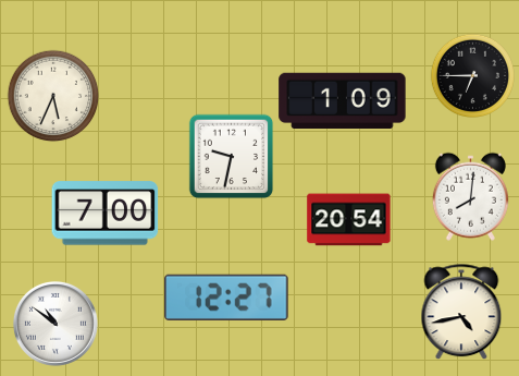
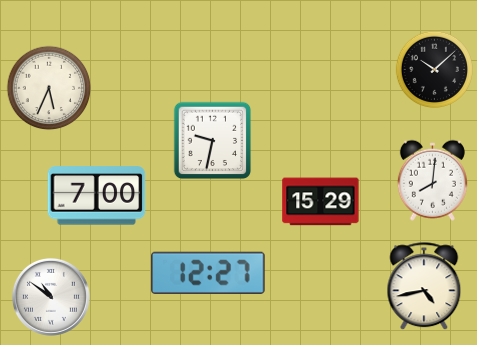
clock at (472, 75): 6:45 -> 10:08
clock at (343, 100): 1:09 -> none
clock at (231, 156) position: (231, 156) -> (212, 140)
clock at (349, 220): 20:54 -> 15:29
